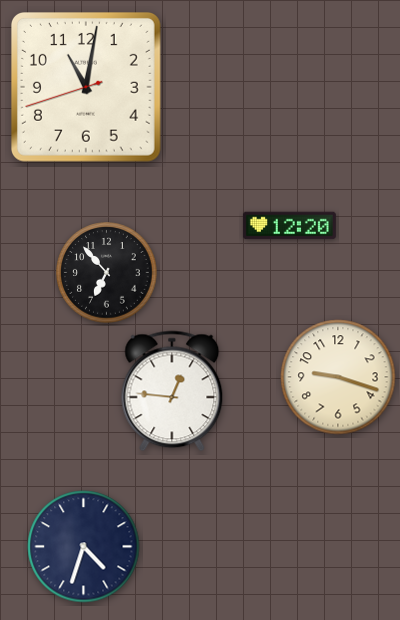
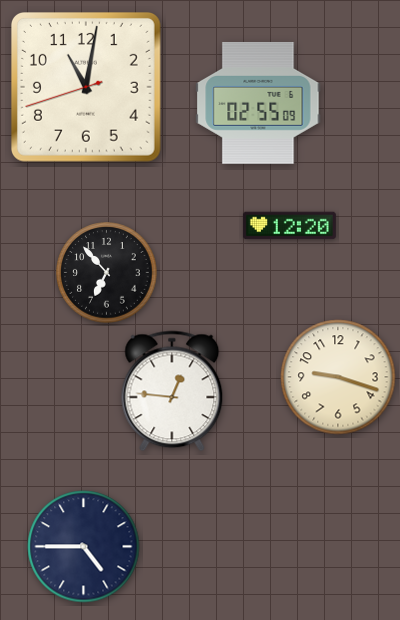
clock at (258, 103): none -> 02:55
clock at (84, 547): 4:33 -> 4:45
